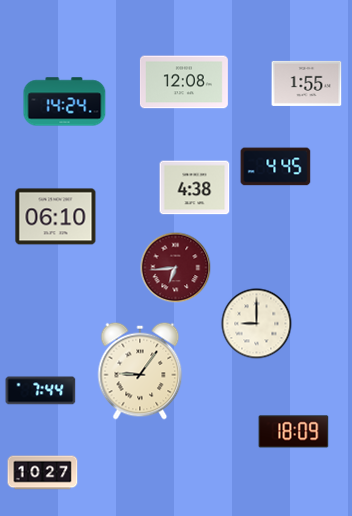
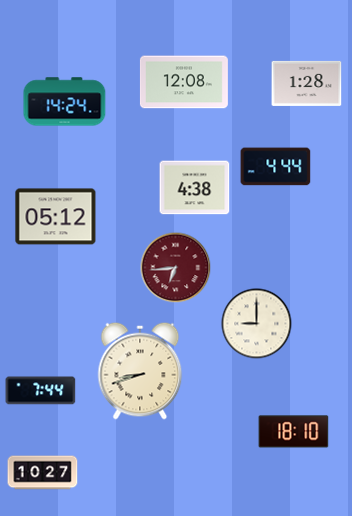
clock at (307, 83): 1:55 -> 1:28
clock at (276, 167): 4:45 -> 4:44
clock at (56, 217): 06:10 -> 05:12
clock at (140, 371): 9:06 -> 8:42
clock at (294, 432): 18:09 -> 18:10
